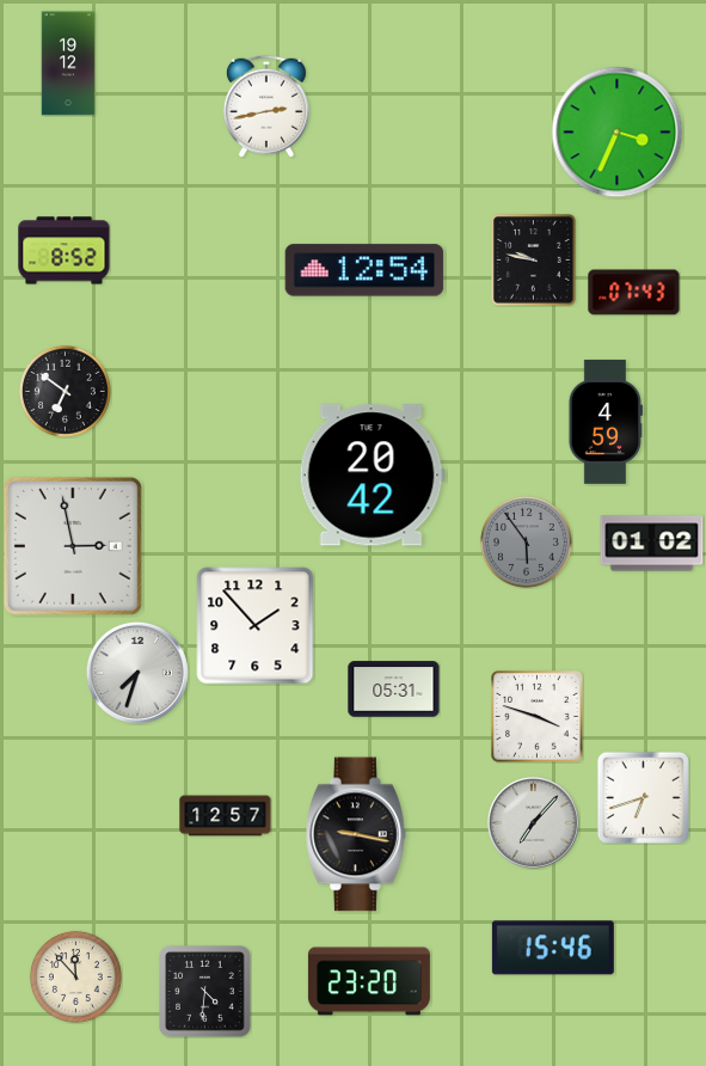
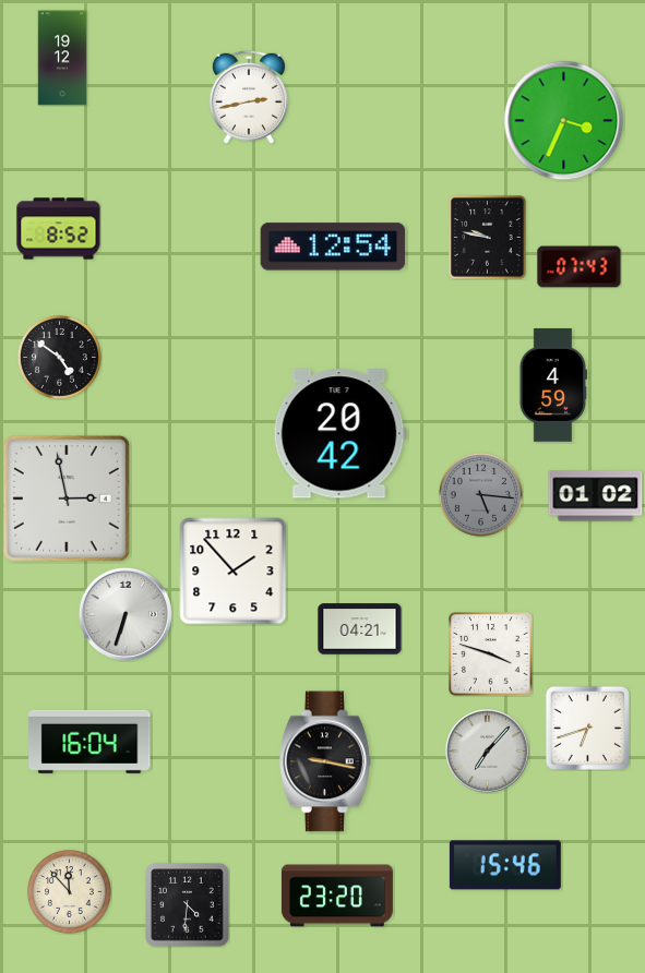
clock at (266, 106) position: (266, 106) -> (249, 97)
clock at (65, 391): 6:51 -> 4:51
clock at (526, 541): 5:54 -> 5:16
clock at (137, 673): 7:33 -> 6:33
clock at (394, 690): 05:31 -> 04:21
clock at (89, 742): none -> 16:04
clock at (226, 816): 12:57 -> none
